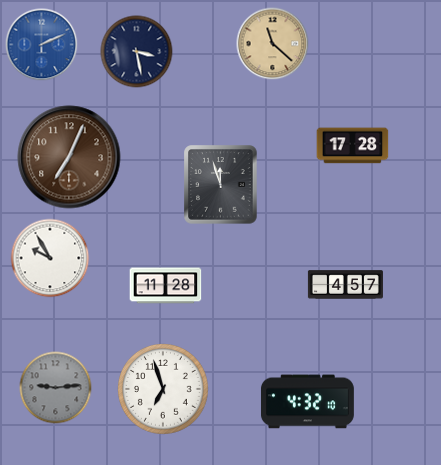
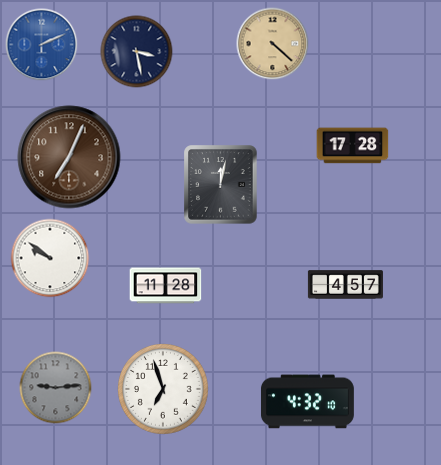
clock at (273, 44): 11:22 -> 4:22
clock at (221, 185): 11:57 -> 12:02
clock at (50, 258): 9:55 -> 9:51
